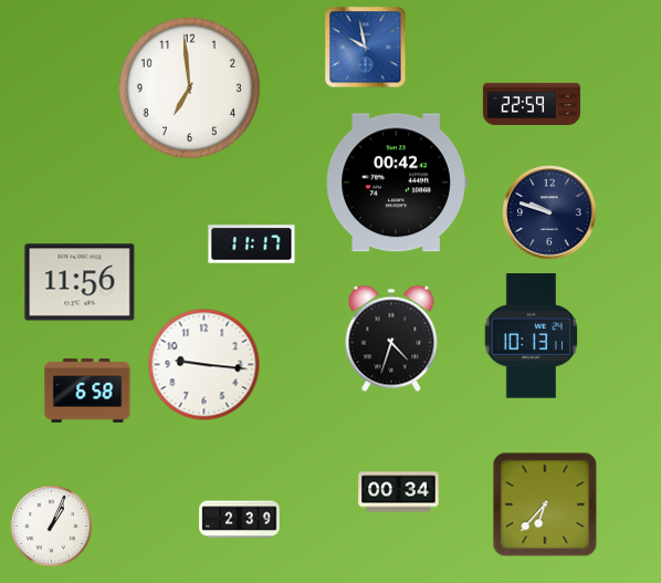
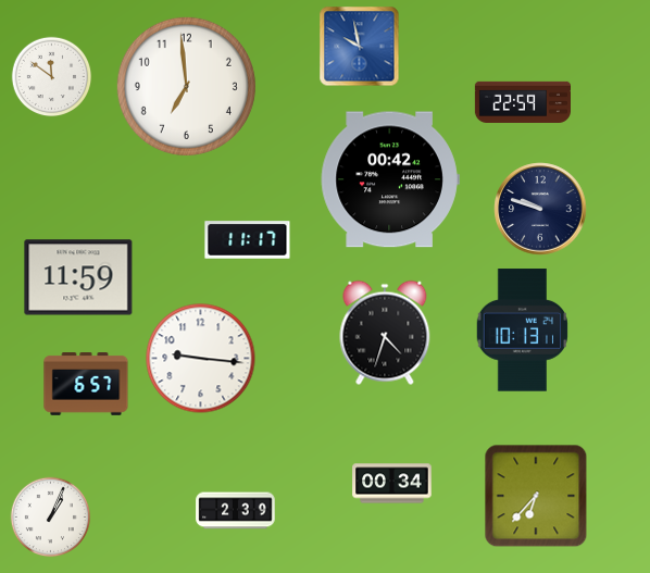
clock at (52, 77): none -> 11:51
clock at (80, 282): 11:56 -> 11:59
clock at (87, 392): 6:58 -> 6:57
